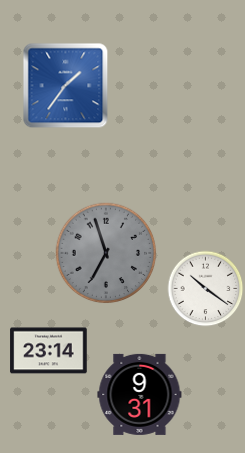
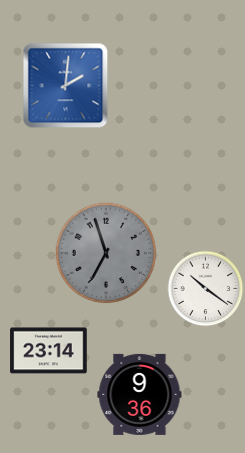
clock at (66, 86): 1:36 -> 2:01
clock at (140, 394): 9:31 -> 9:36
